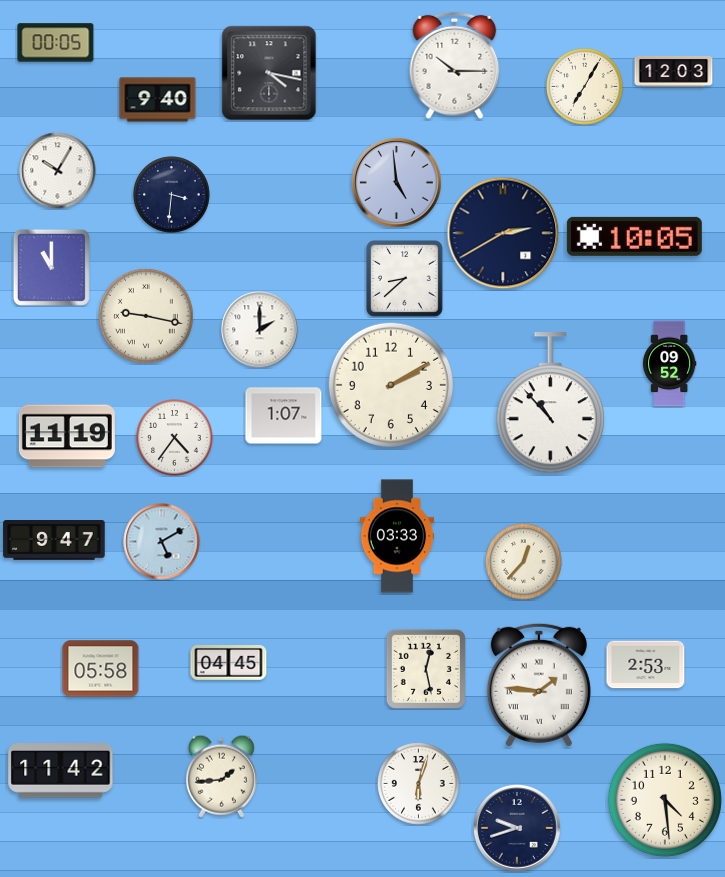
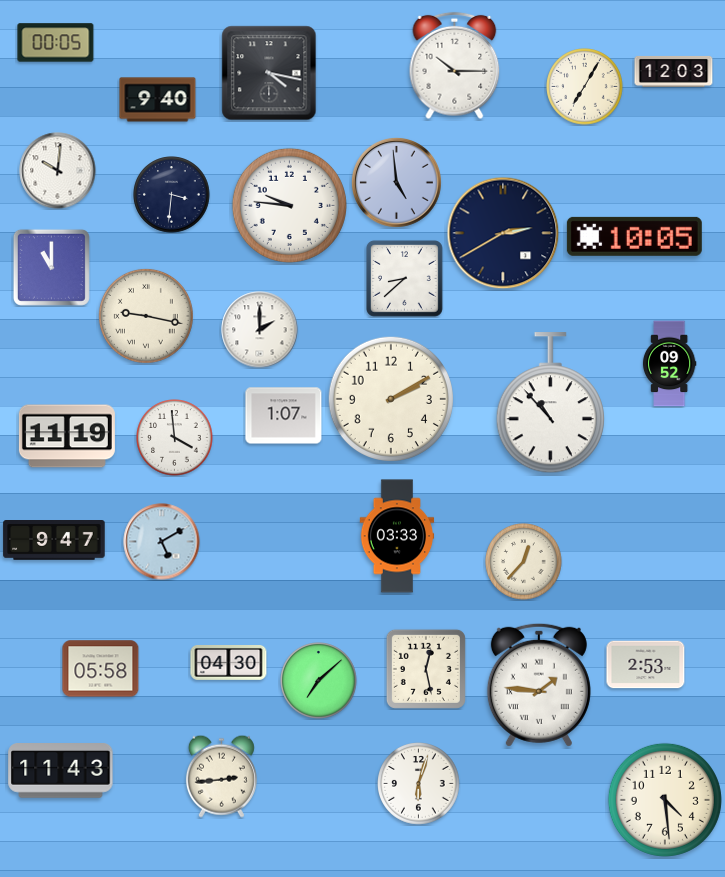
clock at (58, 171): 10:05 -> 10:01
clock at (289, 205): none -> 9:46
clock at (391, 385) position: (391, 385) -> (391, 399)
clock at (175, 438): 4:36 -> 3:59
clock at (229, 663): 04:45 -> 04:30
clock at (319, 681): none -> 7:08
clock at (61, 771): 11:42 -> 11:43
clock at (221, 776): 1:44 -> 2:44
clock at (517, 829): 9:42 -> none
